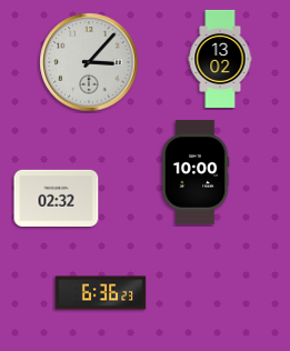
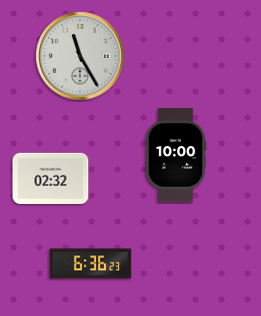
clock at (220, 59): 13:02 -> none
clock at (89, 62): 3:07 -> 11:25
